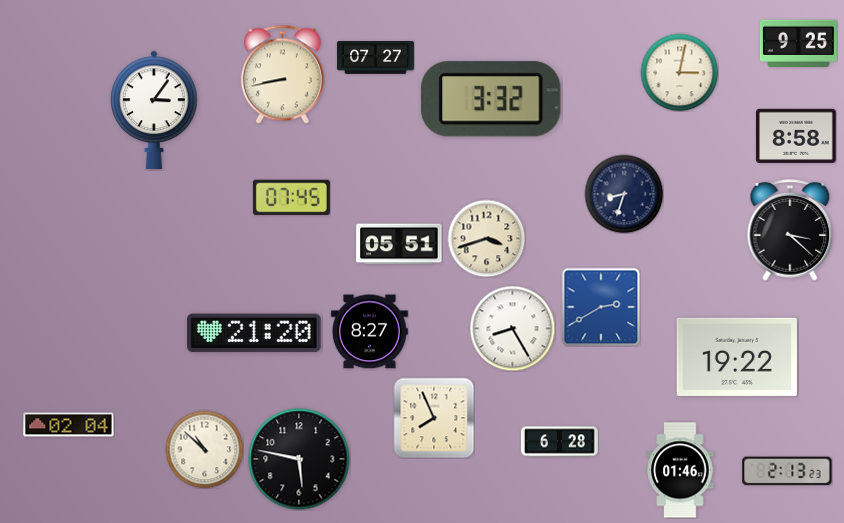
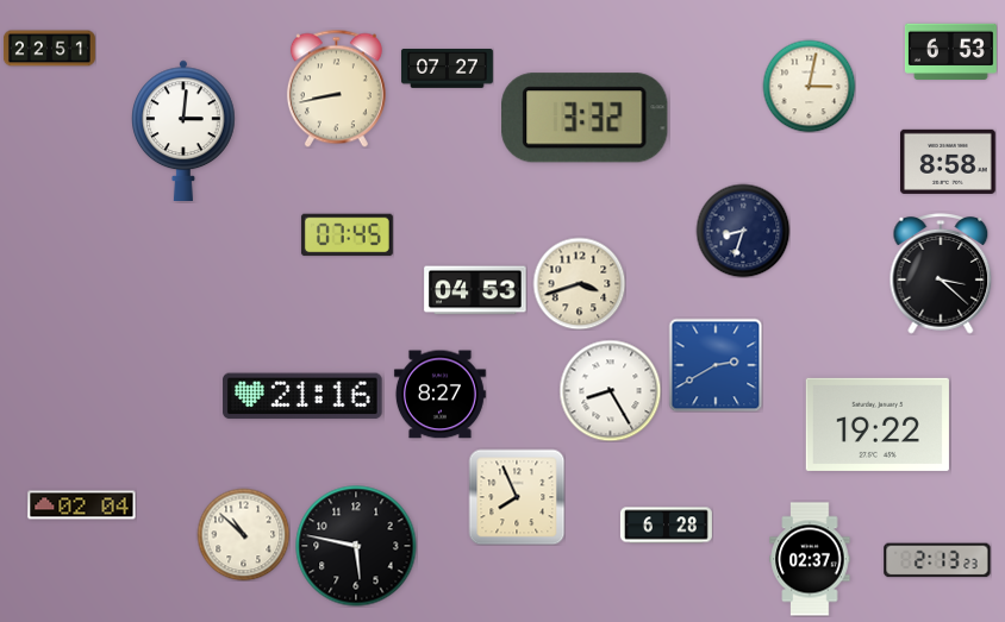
clock at (49, 49): none -> 22:51
clock at (798, 43): 9:25 -> 6:53
clock at (154, 109): 3:06 -> 3:01
clock at (399, 244): 05:51 -> 04:53
clock at (254, 333): 21:20 -> 21:16
clock at (680, 470): 01:46 -> 02:37
